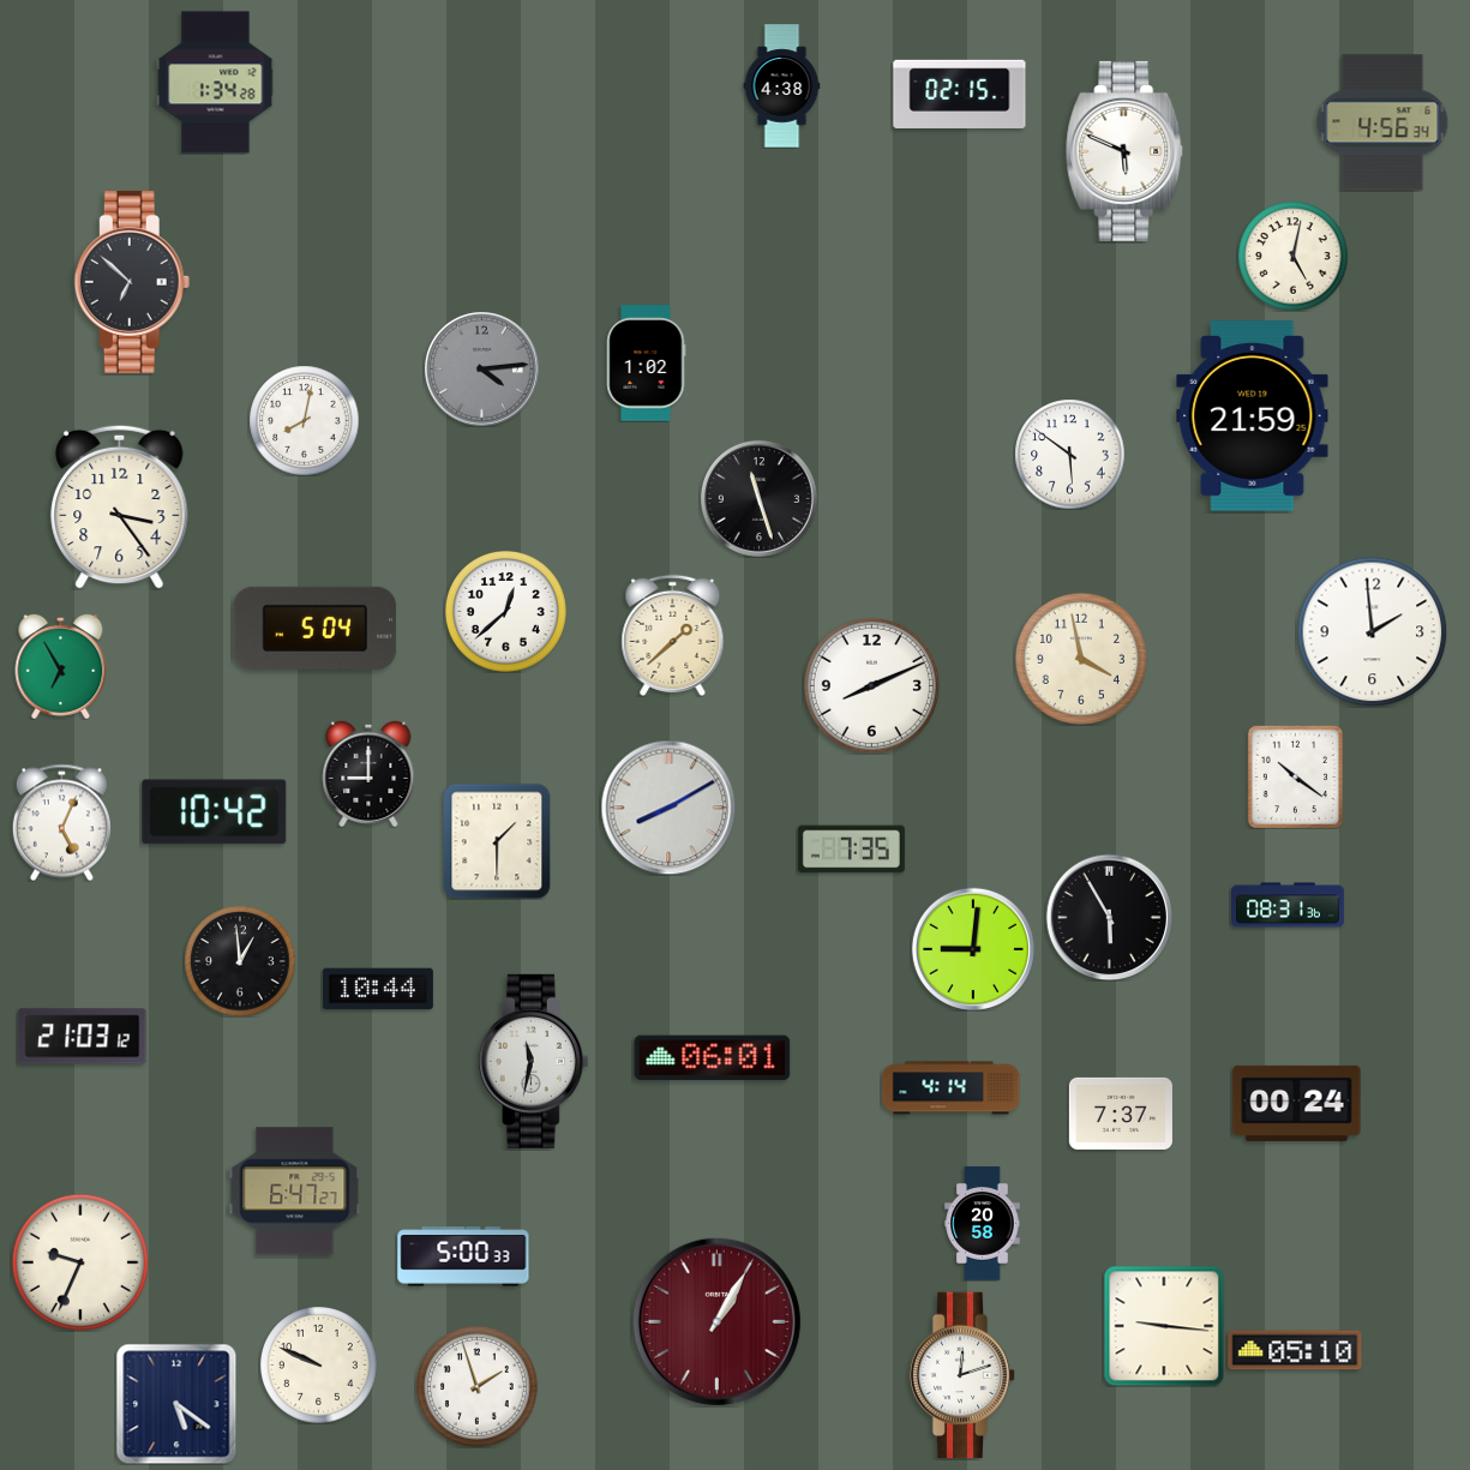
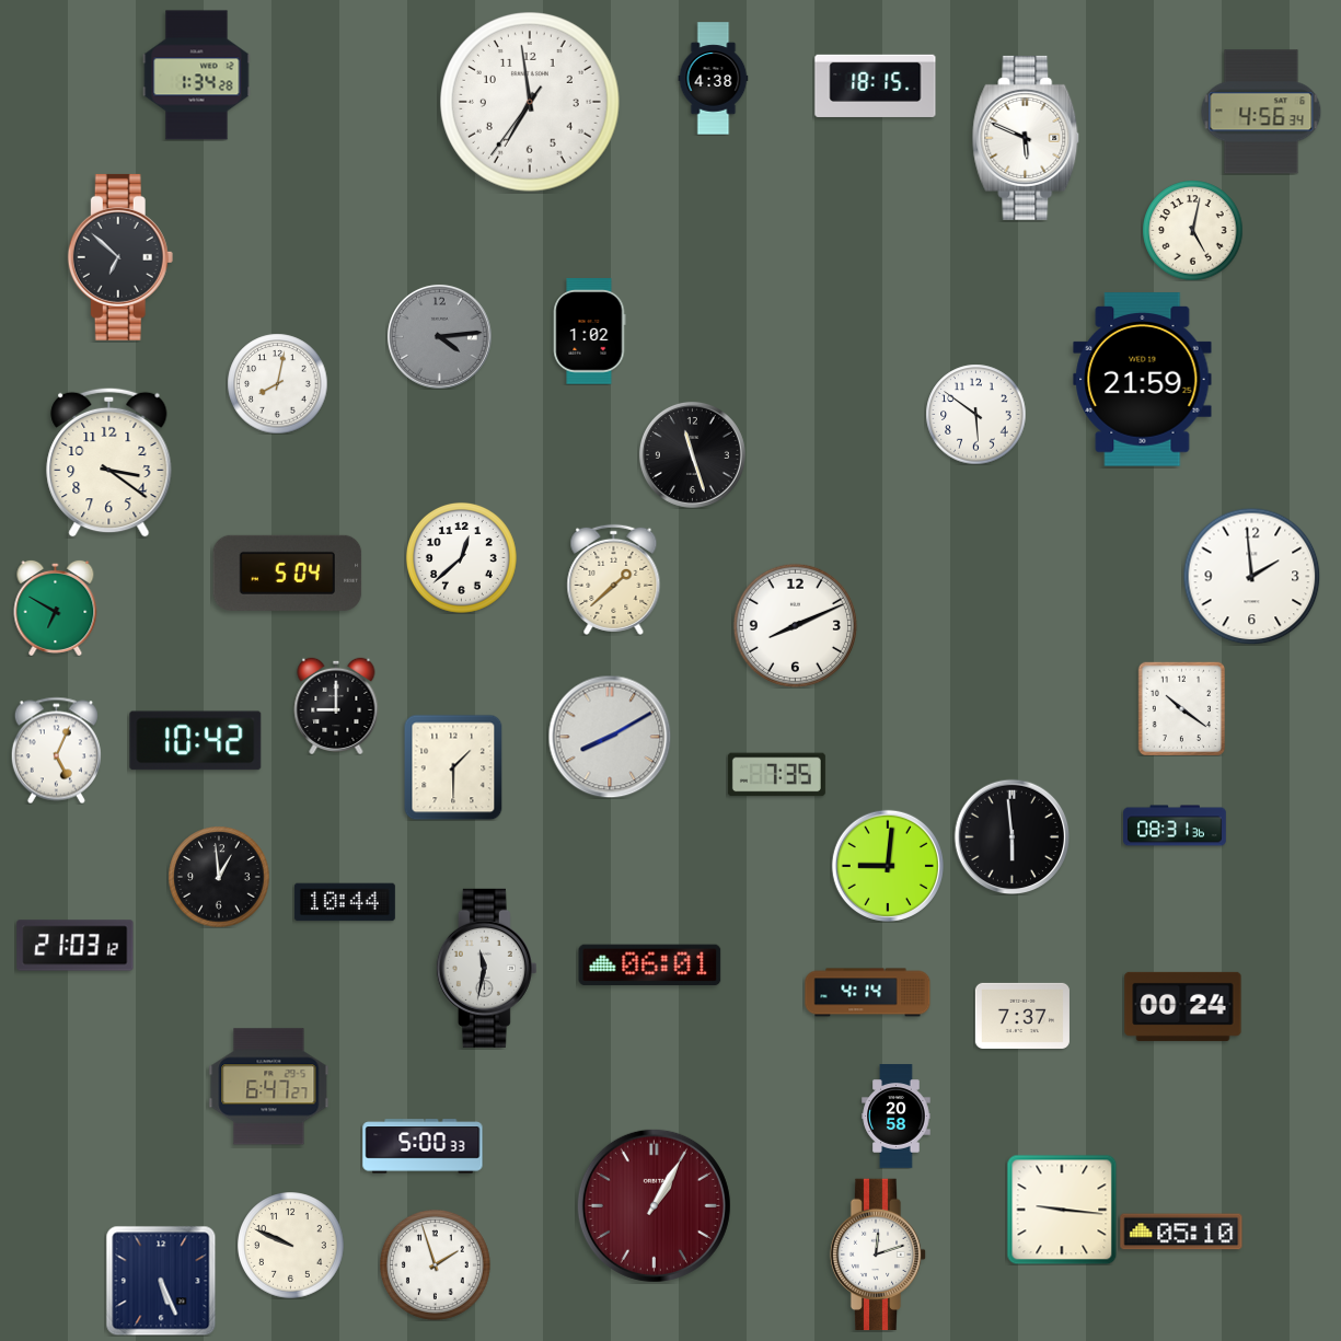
clock at (960, 94): 02:15 -> 18:15
clock at (531, 103): none -> 6:58
clock at (1292, 256) position: (1292, 256) -> (1192, 230)
clock at (120, 506): 3:24 -> 3:21
clock at (1081, 659): 3:58 -> none
clock at (61, 666): 6:55 -> 6:50
clock at (1109, 917): 5:55 -> 5:59
clock at (80, 1262): 9:34 -> none
clock at (176, 1404): 5:21 -> 5:26
